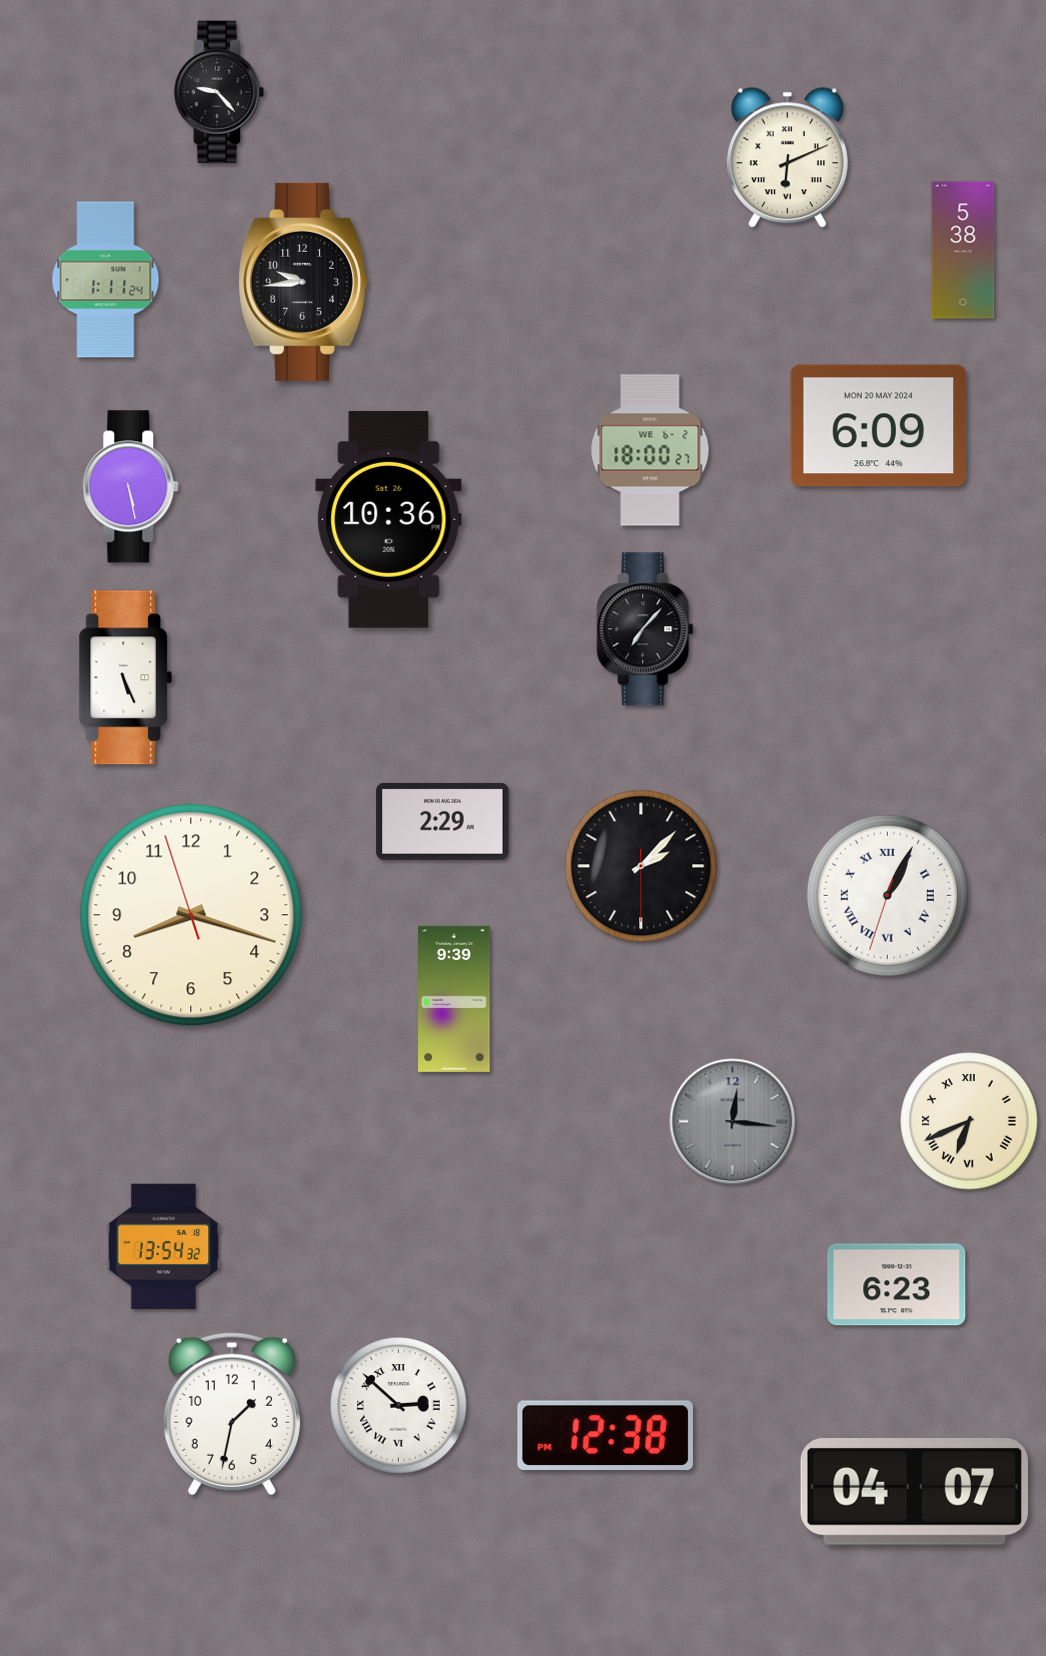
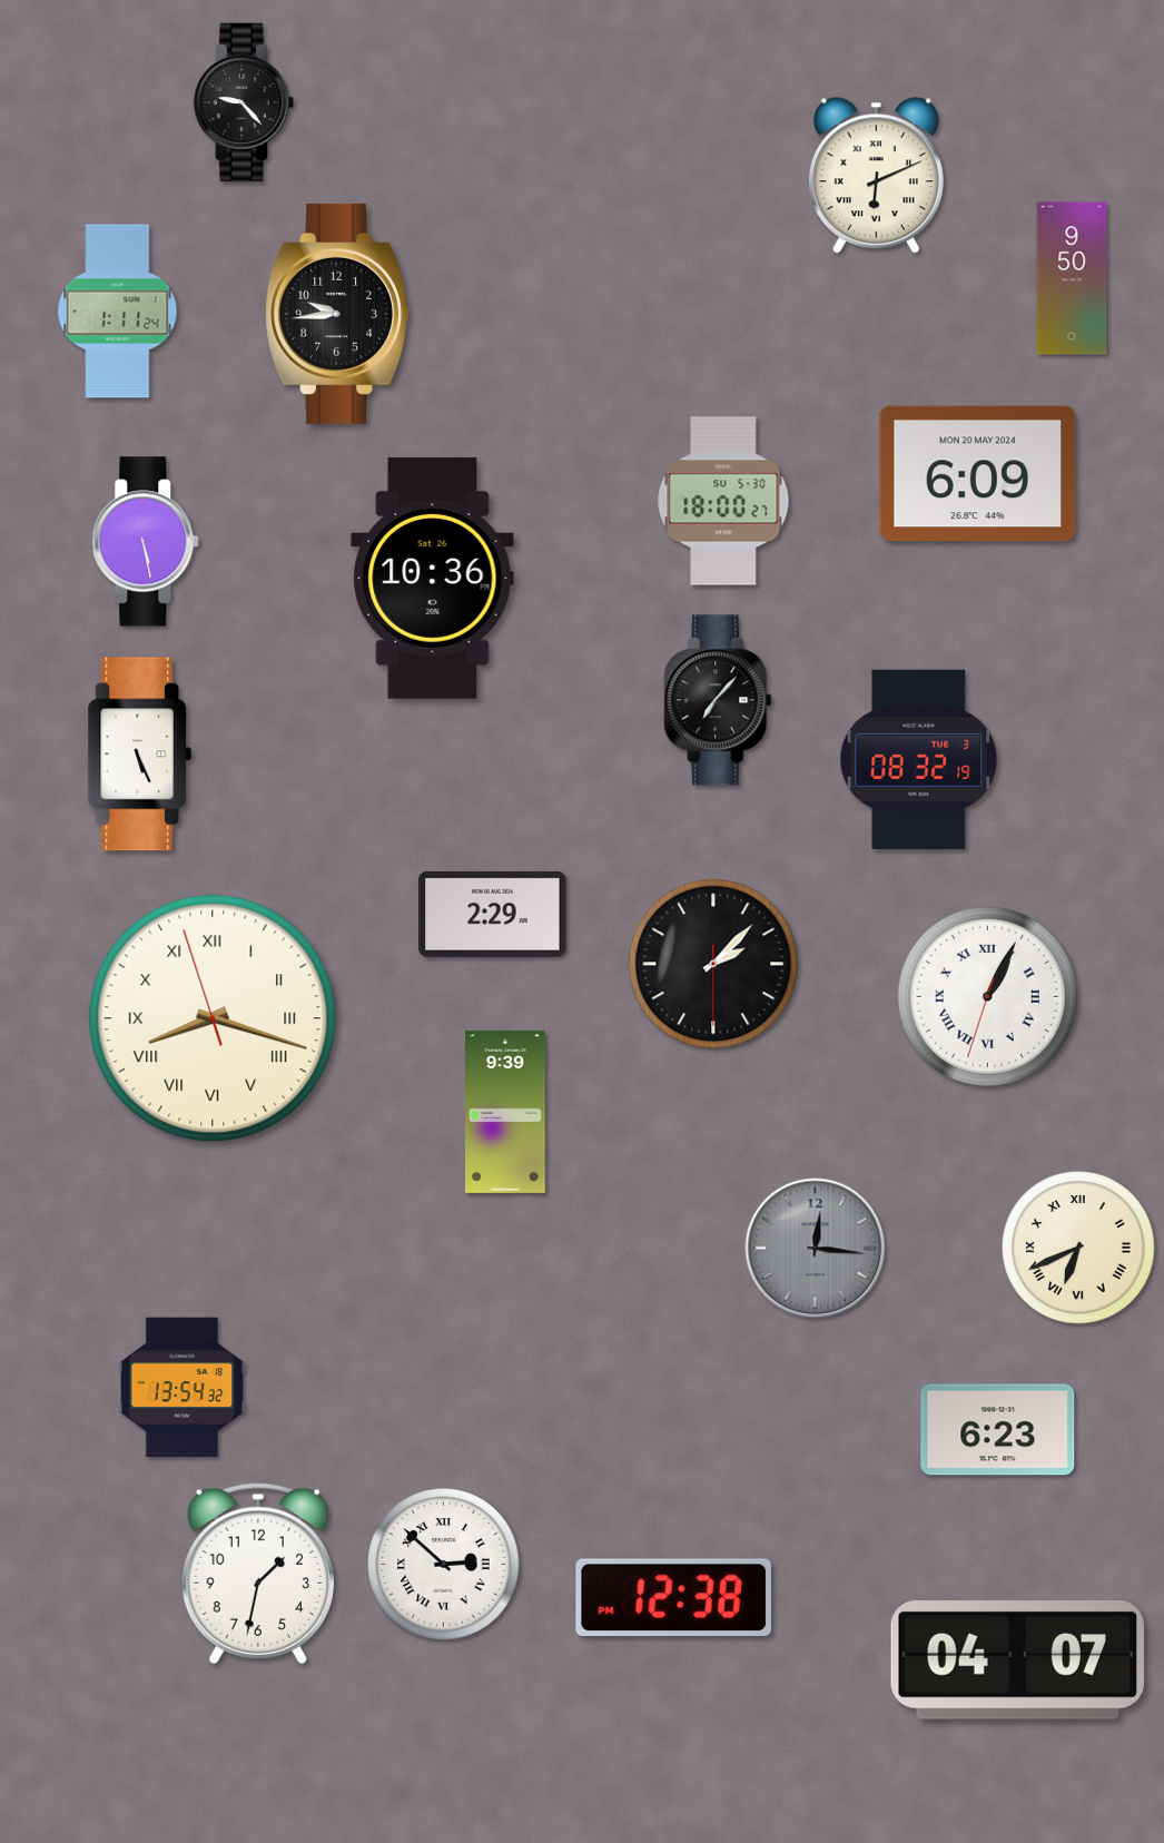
clock at (963, 250): 5:38 -> 9:50
clock at (650, 450) date: WE 6-2 -> SU 5-30
clock at (919, 759): none -> 08:32
clock at (191, 915) numerals: Arabic -> Roman
